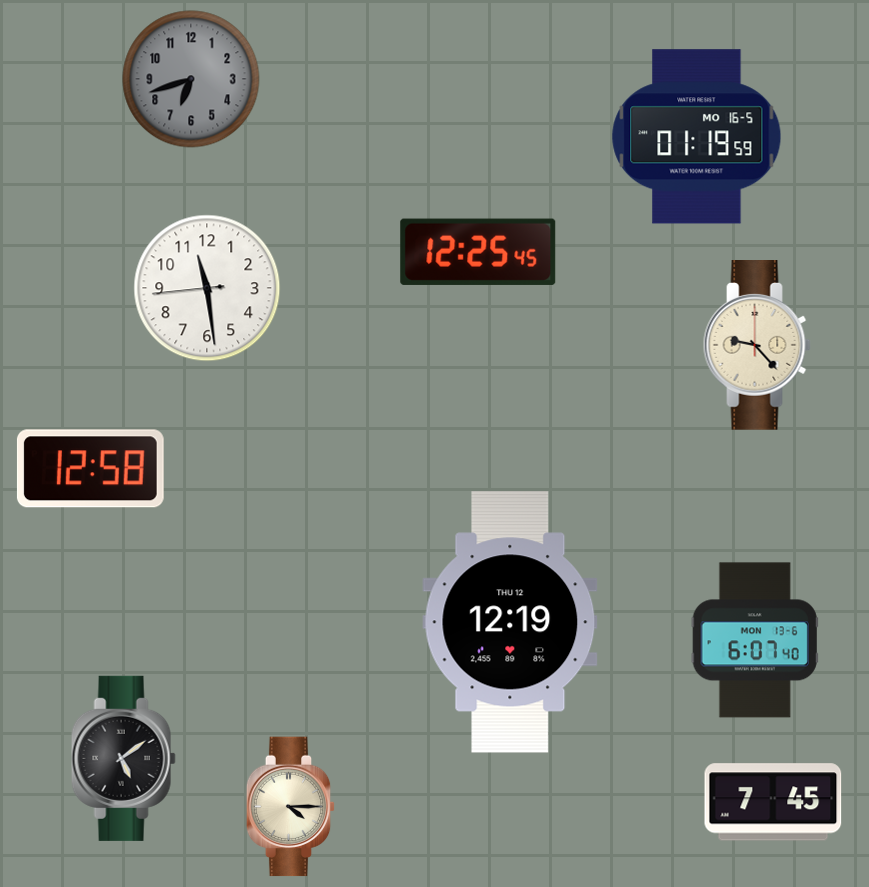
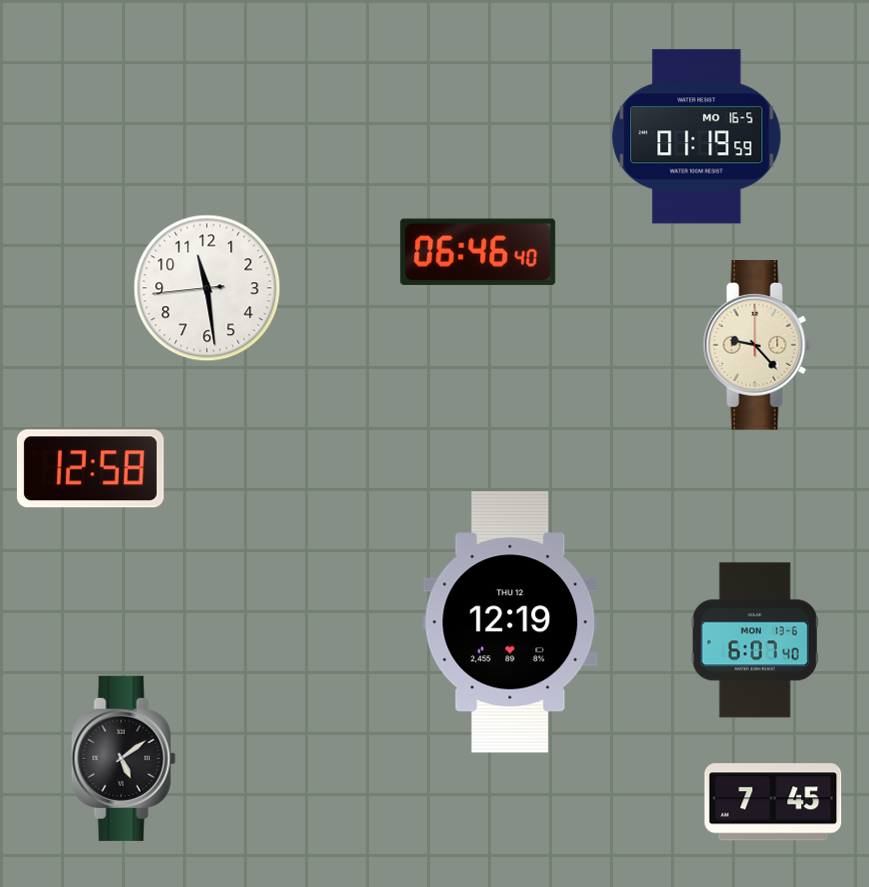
clock at (191, 79): 6:42 -> none
clock at (478, 252): 12:25 -> 06:46
clock at (291, 807): 4:15 -> none
